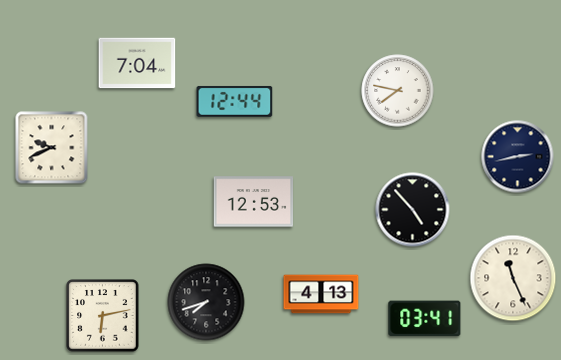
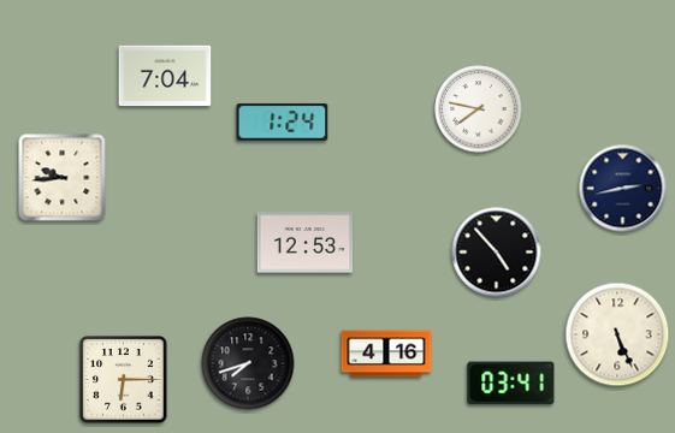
clock at (235, 101): 12:44 -> 1:24
clock at (52, 148): 9:41 -> 9:44
clock at (513, 278): 11:26 -> 5:26
clock at (321, 294): 4:13 -> 4:16
clock at (103, 316): 6:13 -> 6:15
